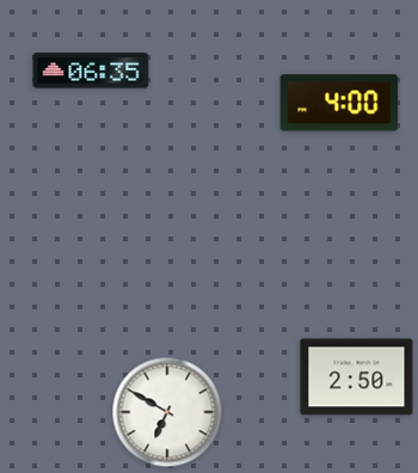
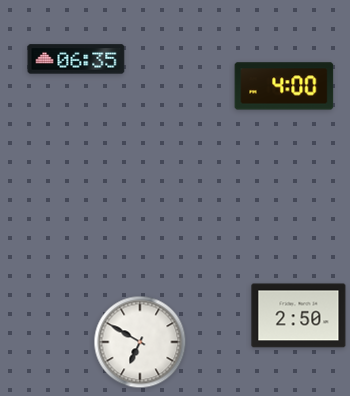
clock at (167, 412) position: (167, 412) -> (140, 342)
